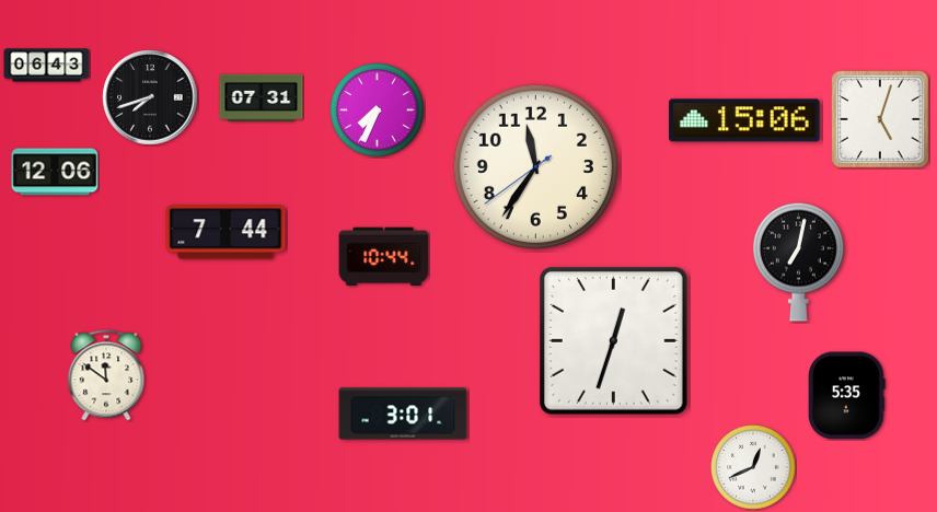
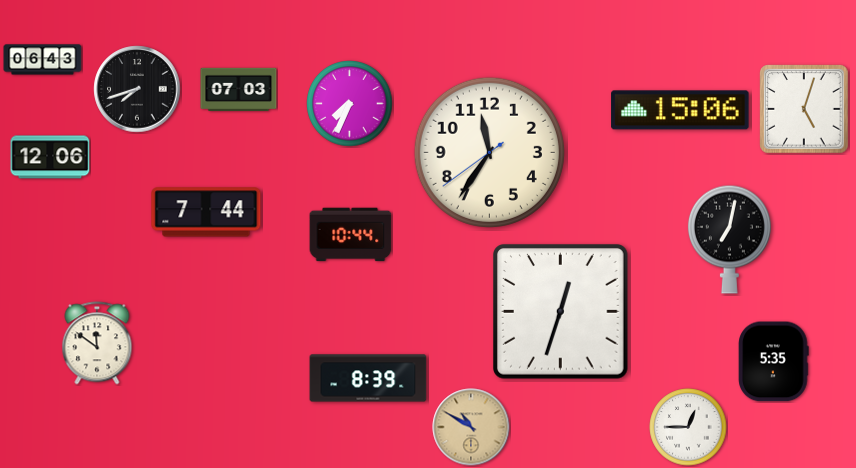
clock at (262, 97): 07:31 -> 07:03
clock at (378, 110) position: (378, 110) -> (350, 104)
clock at (403, 414): 3:01 -> 8:39
clock at (471, 427): none -> 10:50
clock at (753, 467): 12:41 -> 12:45
